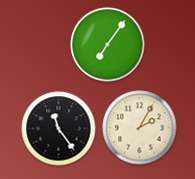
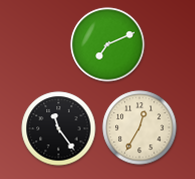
clock at (108, 45): 7:06 -> 7:11
clock at (140, 128): 2:05 -> 12:35
